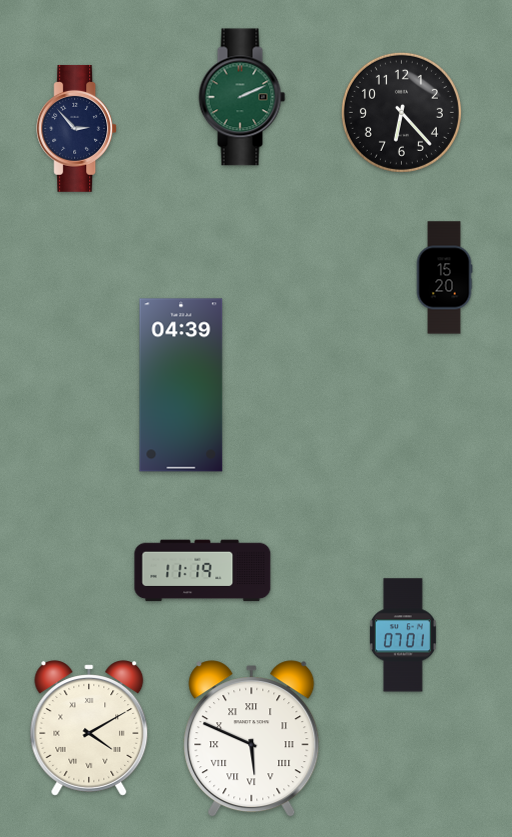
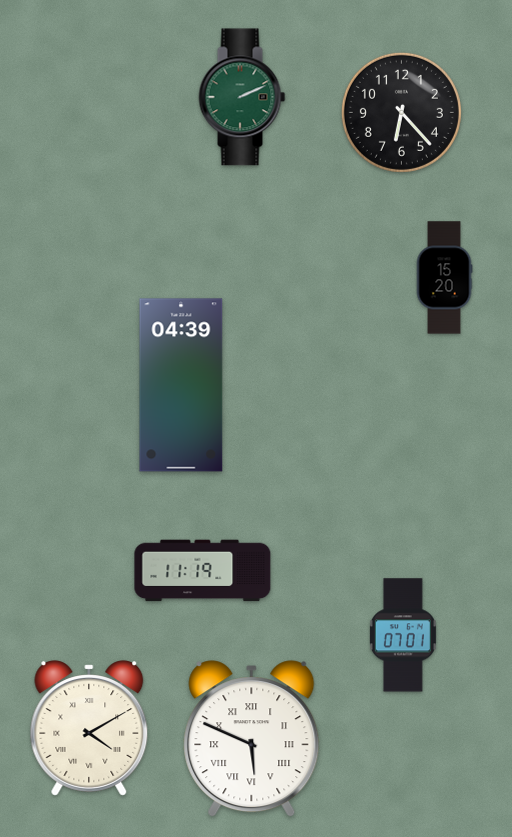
clock at (77, 128): 2:53 -> none
